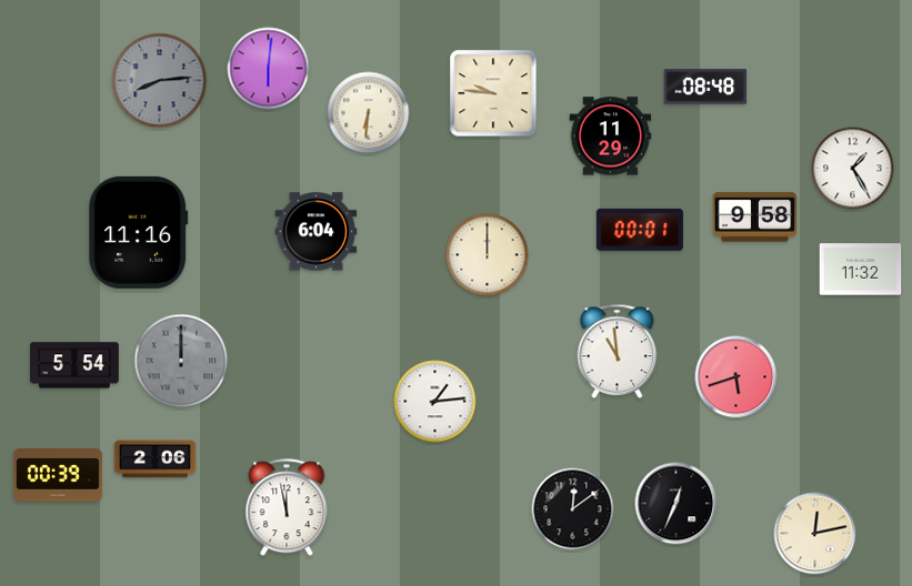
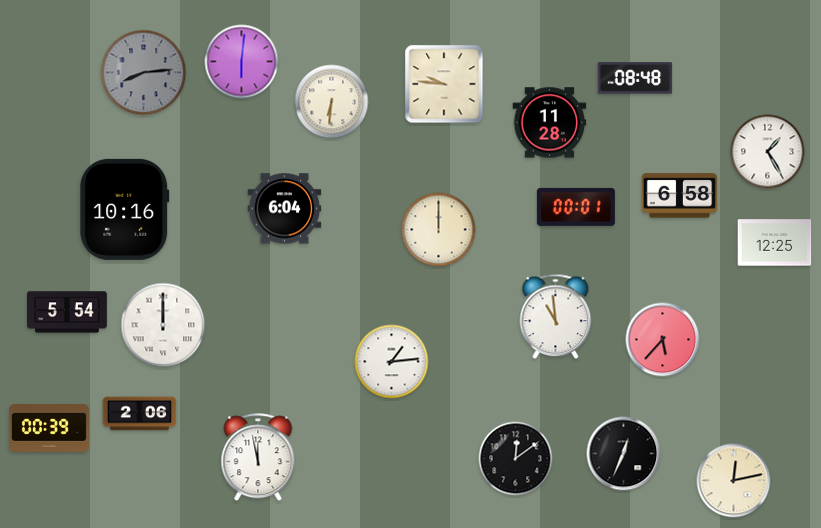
clock at (611, 137): 11:29 -> 11:28
clock at (755, 218): 9:58 -> 6:58
clock at (139, 232): 11:16 -> 10:16
clock at (861, 270): 11:32 -> 12:25
clock at (181, 361) dial: grey -> white
clock at (76, 365) position: (76, 365) -> (68, 312)
clock at (736, 377): 5:42 -> 5:37
clock at (59, 476) position: (59, 476) -> (50, 429)
clock at (677, 504) position: (677, 504) -> (624, 454)
